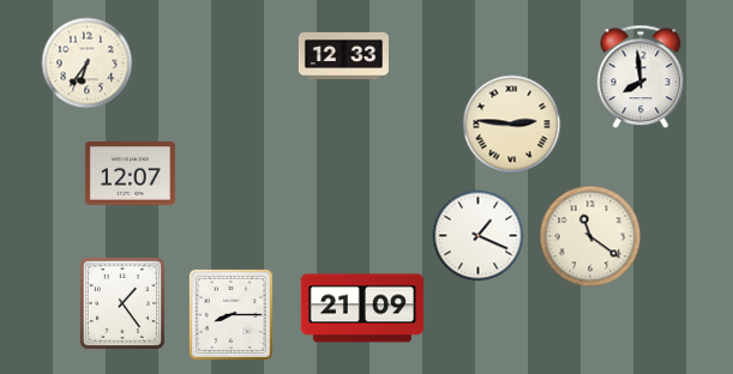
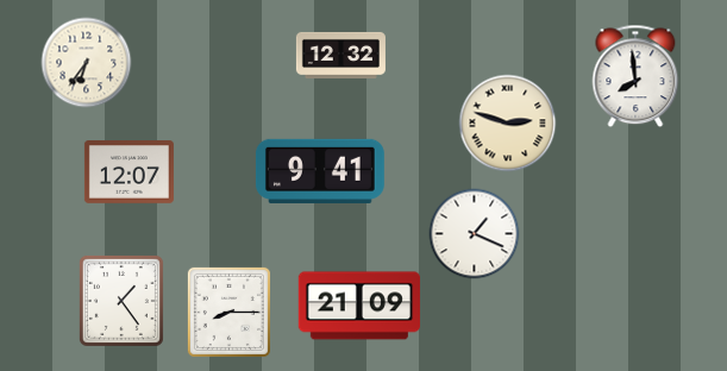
clock at (343, 55): 12:33 -> 12:32
clock at (512, 125): 2:46 -> 2:48
clock at (320, 171): none -> 9:41
clock at (590, 236): 11:21 -> none
